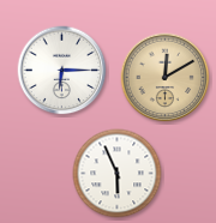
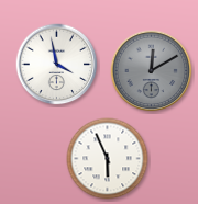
clock at (62, 71): 6:15 -> 3:58
clock at (166, 78) dial: champagne -> grey
